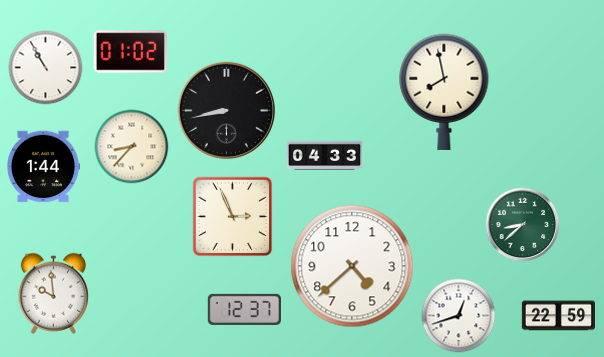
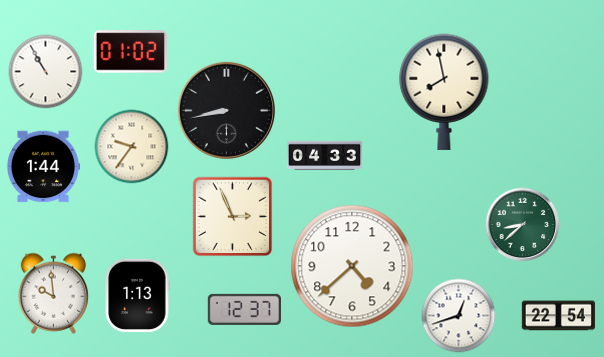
clock at (46, 68) position: (46, 68) -> (46, 72)
clock at (132, 147): 8:37 -> 9:36
clock at (138, 295): none -> 1:13
clock at (558, 316): 22:59 -> 22:54
